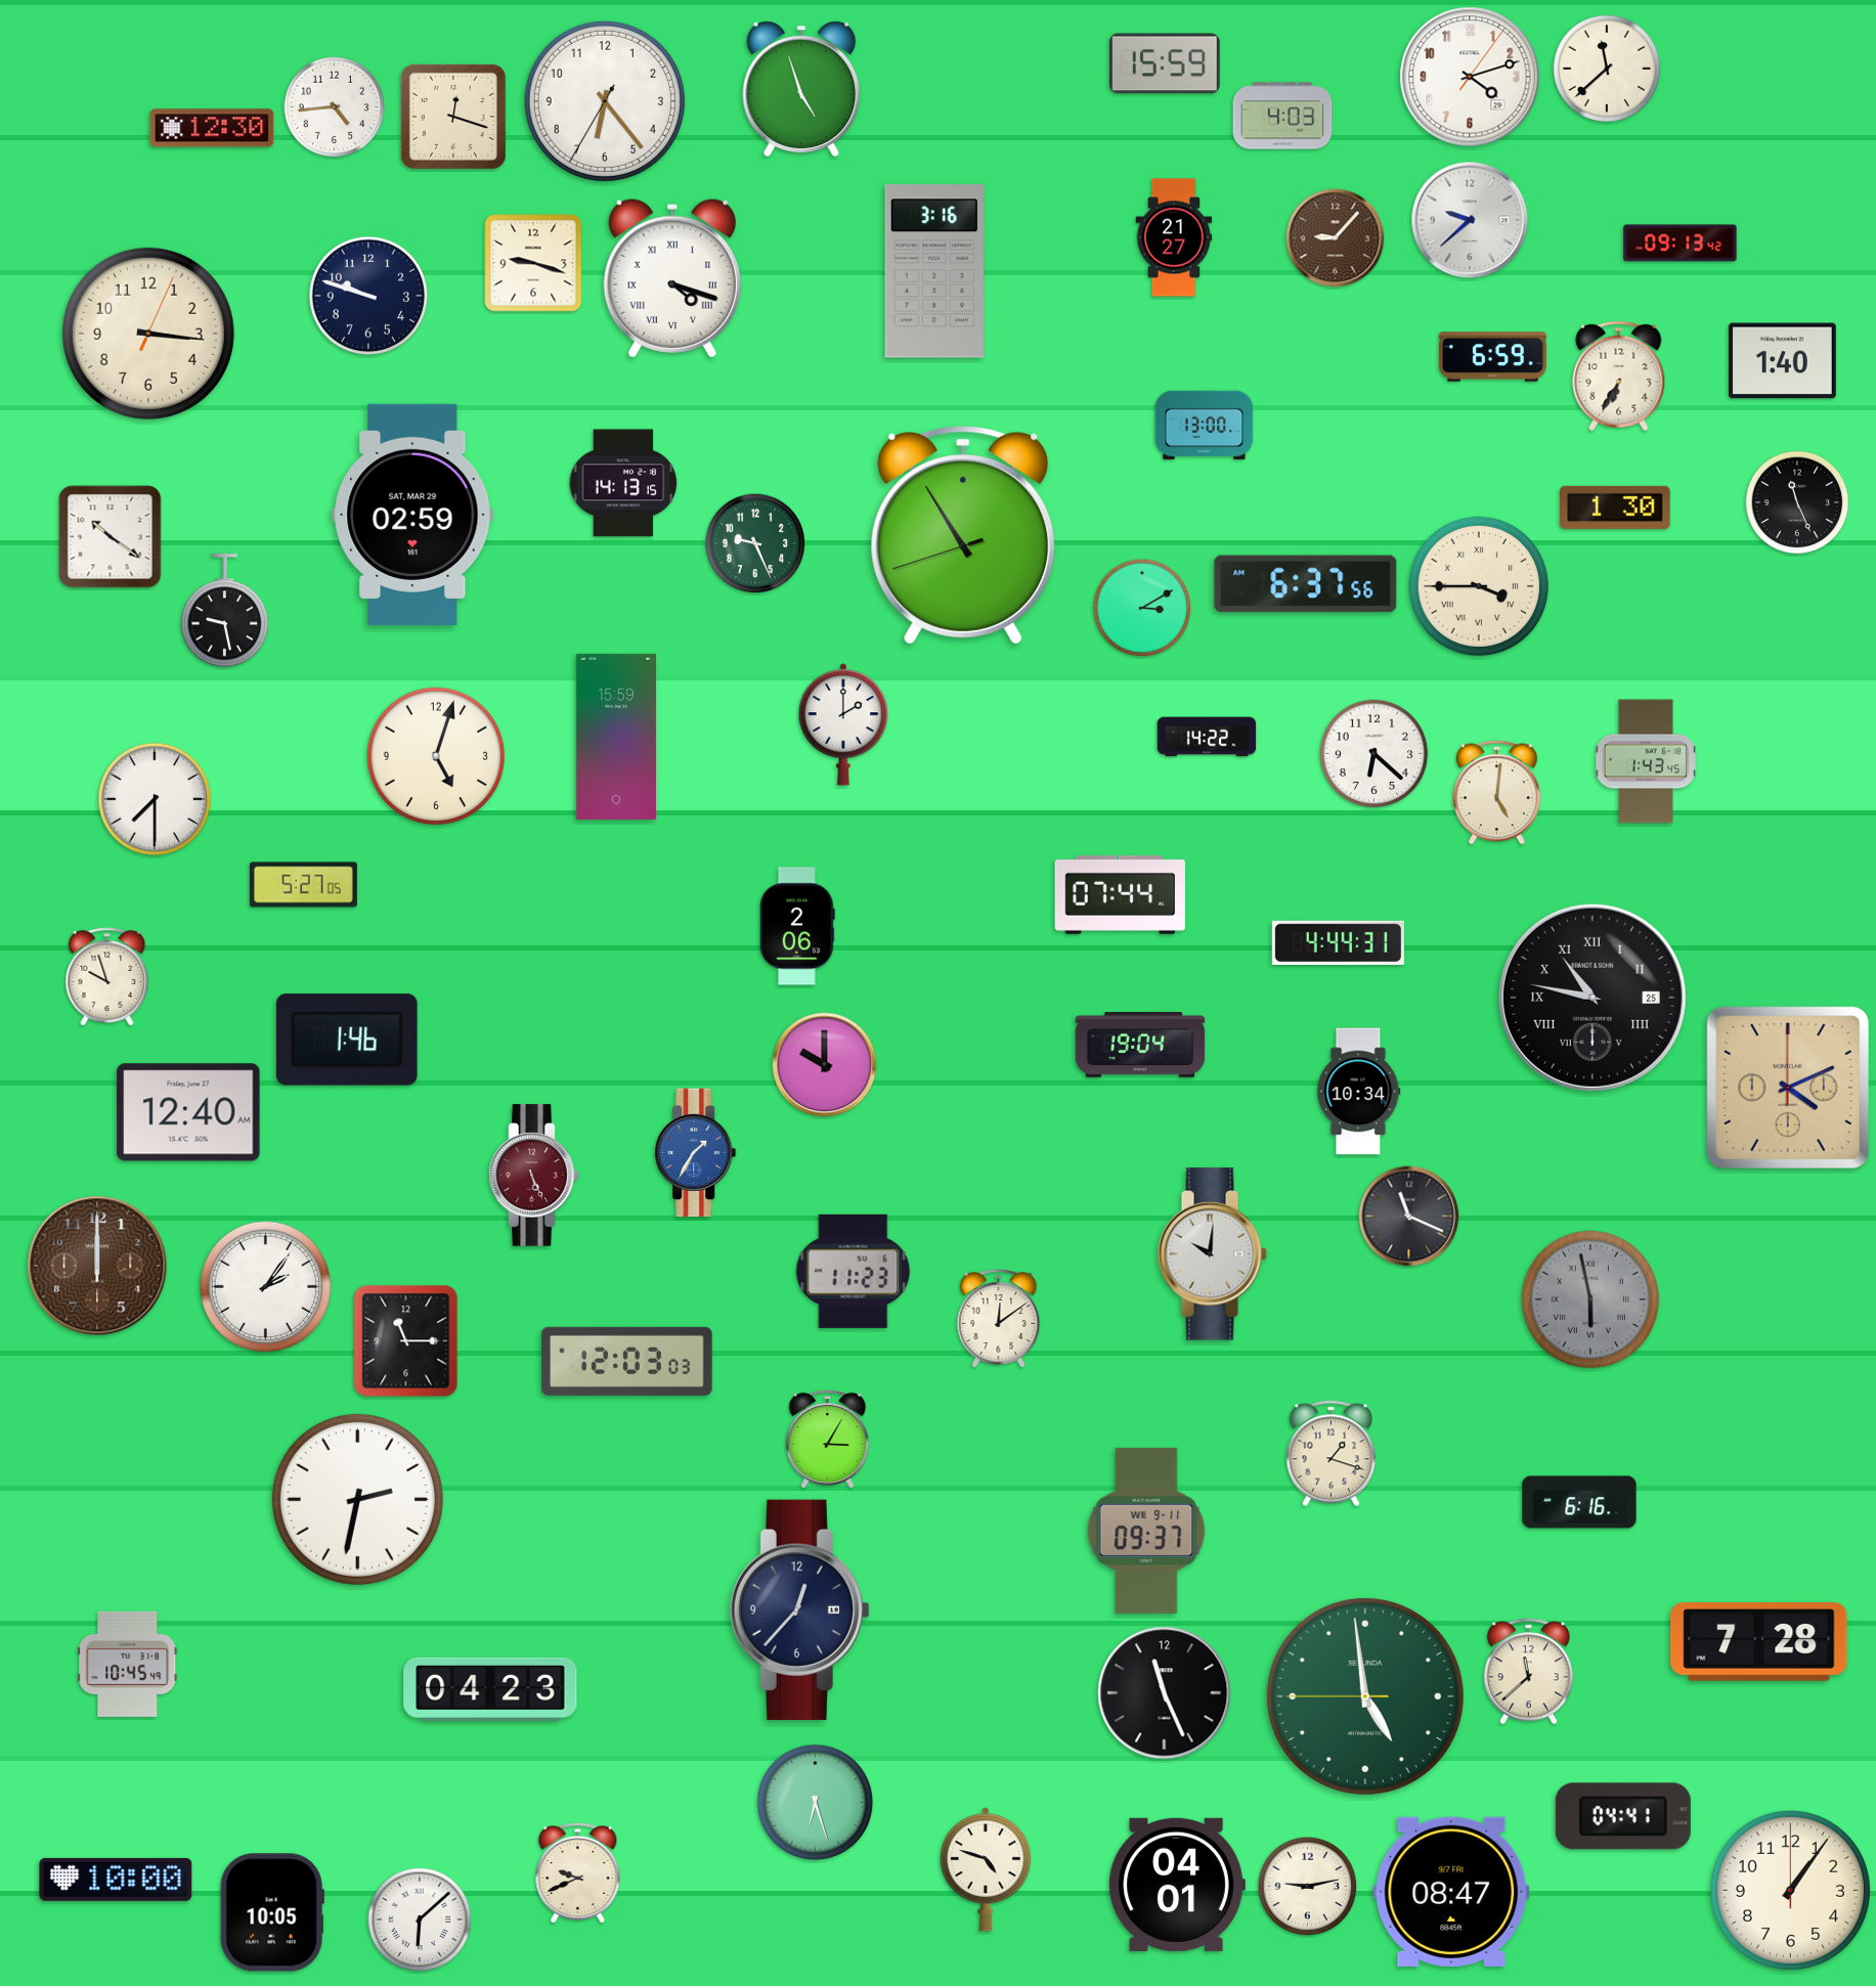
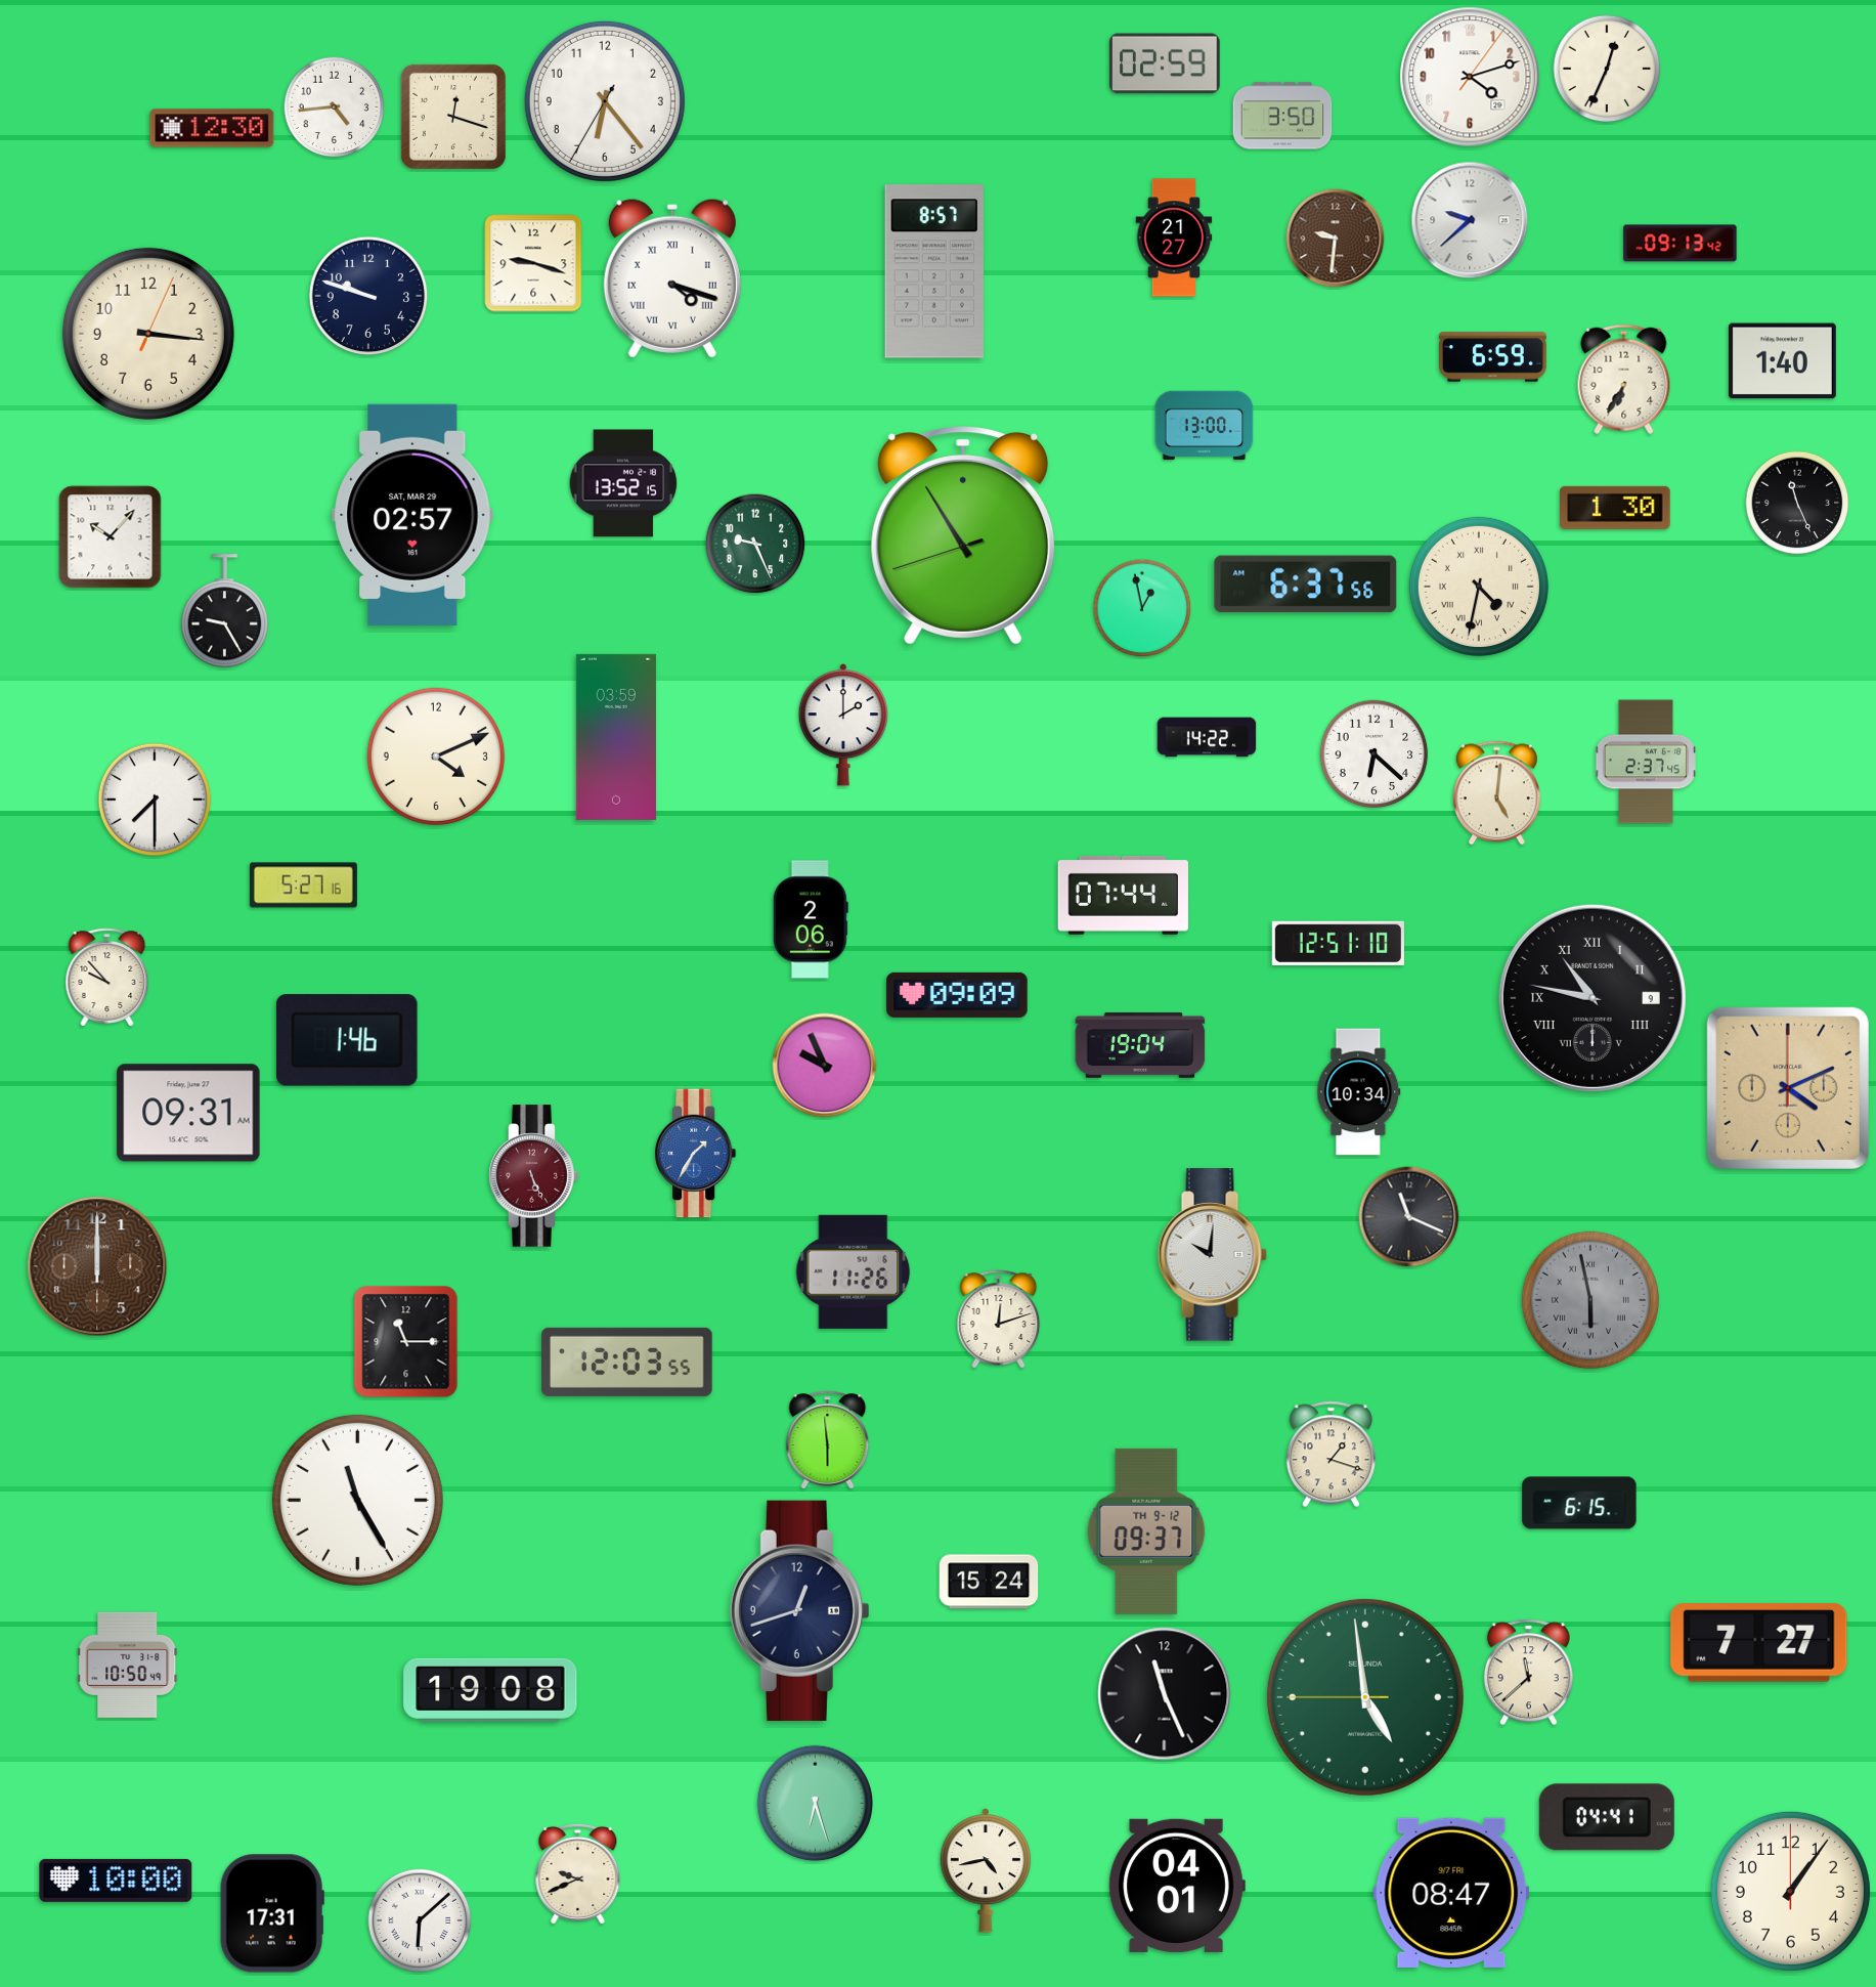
clock at (1165, 63): 15:59 -> 02:59
clock at (1607, 69): 11:38 -> 12:34
clock at (801, 89): 4:57 -> none
clock at (1282, 116): 4:03 -> 3:50
clock at (1336, 238): 9:07 -> 9:31
clock at (934, 271): 3:16 -> 8:57
clock at (1619, 377) position: (1619, 377) -> (1624, 380)
clock at (623, 483): 14:13 -> 13:52
clock at (412, 515): 02:59 -> 02:57
clock at (111, 537): 10:21 -> 10:07
clock at (1479, 586): 3:45 -> 4:32
clock at (1142, 608): 3:10 -> 12:58
clock at (224, 611): 9:28 -> 9:25
clock at (616, 737): 15:59 -> 03:59
clock at (436, 756): 5:03 -> 4:11
clock at (1645, 761): 1:43 -> 2:37
clock at (303, 885): 5:27:05 -> 5:27:16
clock at (1121, 894) position: (1121, 894) -> (1124, 895)
clock at (797, 926) position: (797, 926) -> (811, 919)
clock at (1338, 942): 4:44 -> 12:51
clock at (107, 977): 9:57 -> 9:53
clock at (957, 995): none -> 09:09
clock at (1593, 998) date: 25 -> 9
clock at (825, 1065): 10:00 -> 9:56
clock at (188, 1112): 12:40 -> 09:31
clock at (854, 1271): 11:23 -> 11:26
clock at (265, 1286): 2:06 -> none
clock at (999, 1319): 12:09 -> 12:12
clock at (627, 1361): 12:03:03 -> 12:03:55
clock at (828, 1440): 3:05 -> 5:59
clock at (357, 1499): 2:32 -> 11:25
clock at (1579, 1502): 6:16 -> 6:15
clock at (1146, 1531) date: WE 9-11 -> TH 9-12
clock at (989, 1582): none -> 15:24
clock at (799, 1609): 12:37 -> 12:42
clock at (1759, 1642): 7:28 -> 7:27
clock at (128, 1664): 10:45 -> 10:50
clock at (490, 1689): 04:23 -> 19:08
clock at (1623, 1816) position: (1623, 1816) -> (1607, 1817)
clock at (986, 1869): 4:48 -> 4:43
clock at (1308, 1887): 9:13 -> none
clock at (272, 1912): 10:05 -> 17:31
